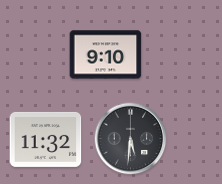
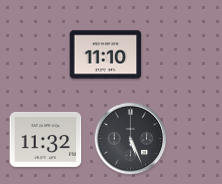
clock at (106, 55): 9:10 -> 11:10
clock at (131, 139): 5:31 -> 5:26
